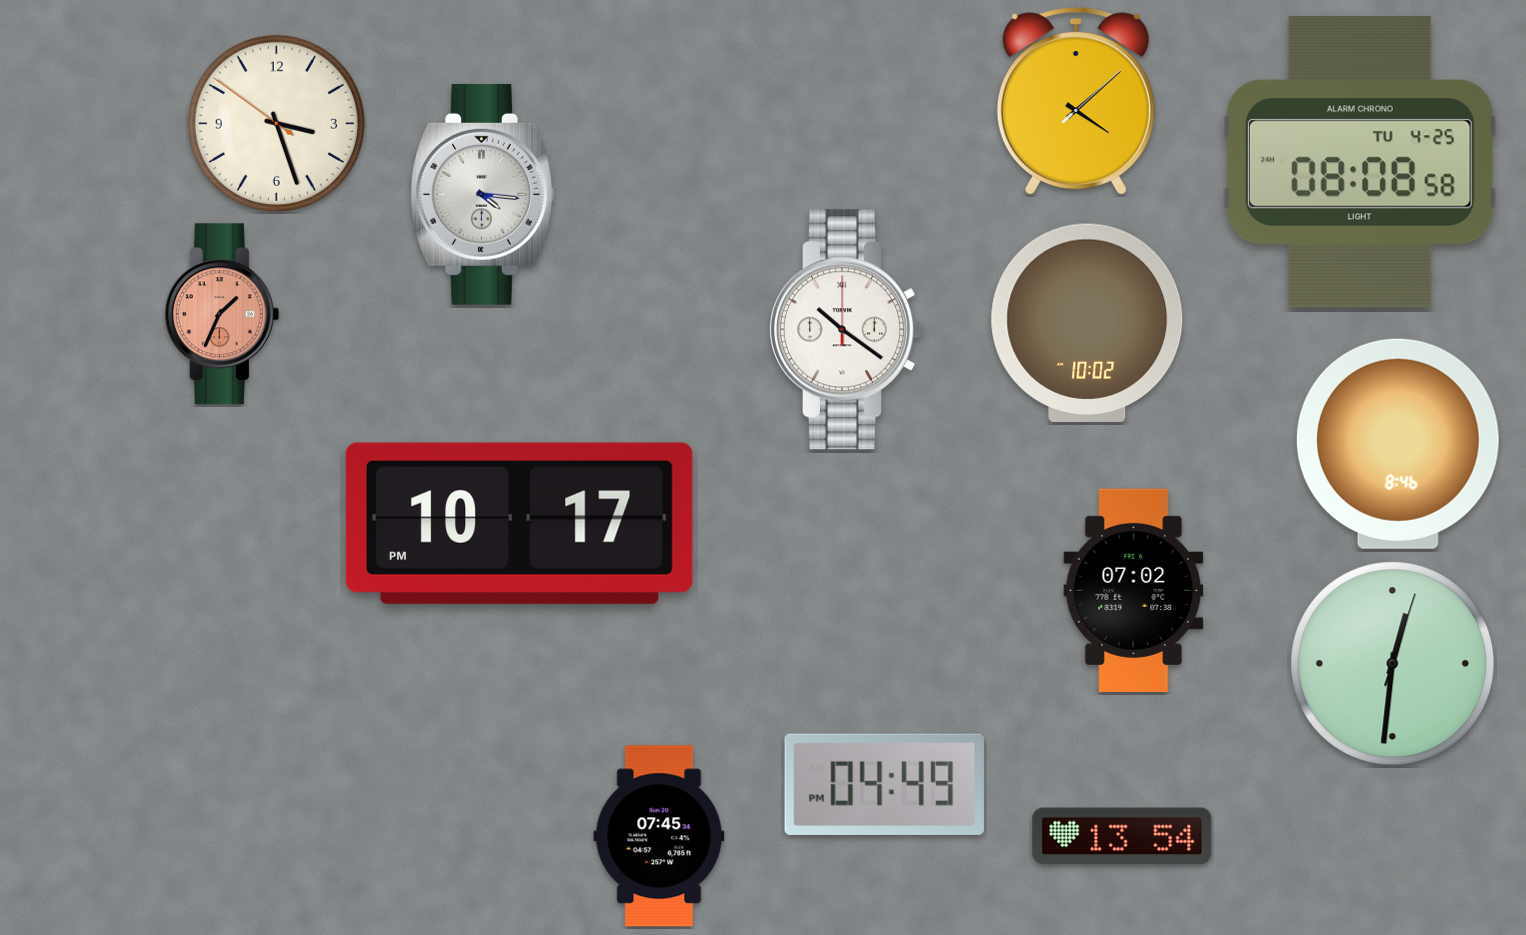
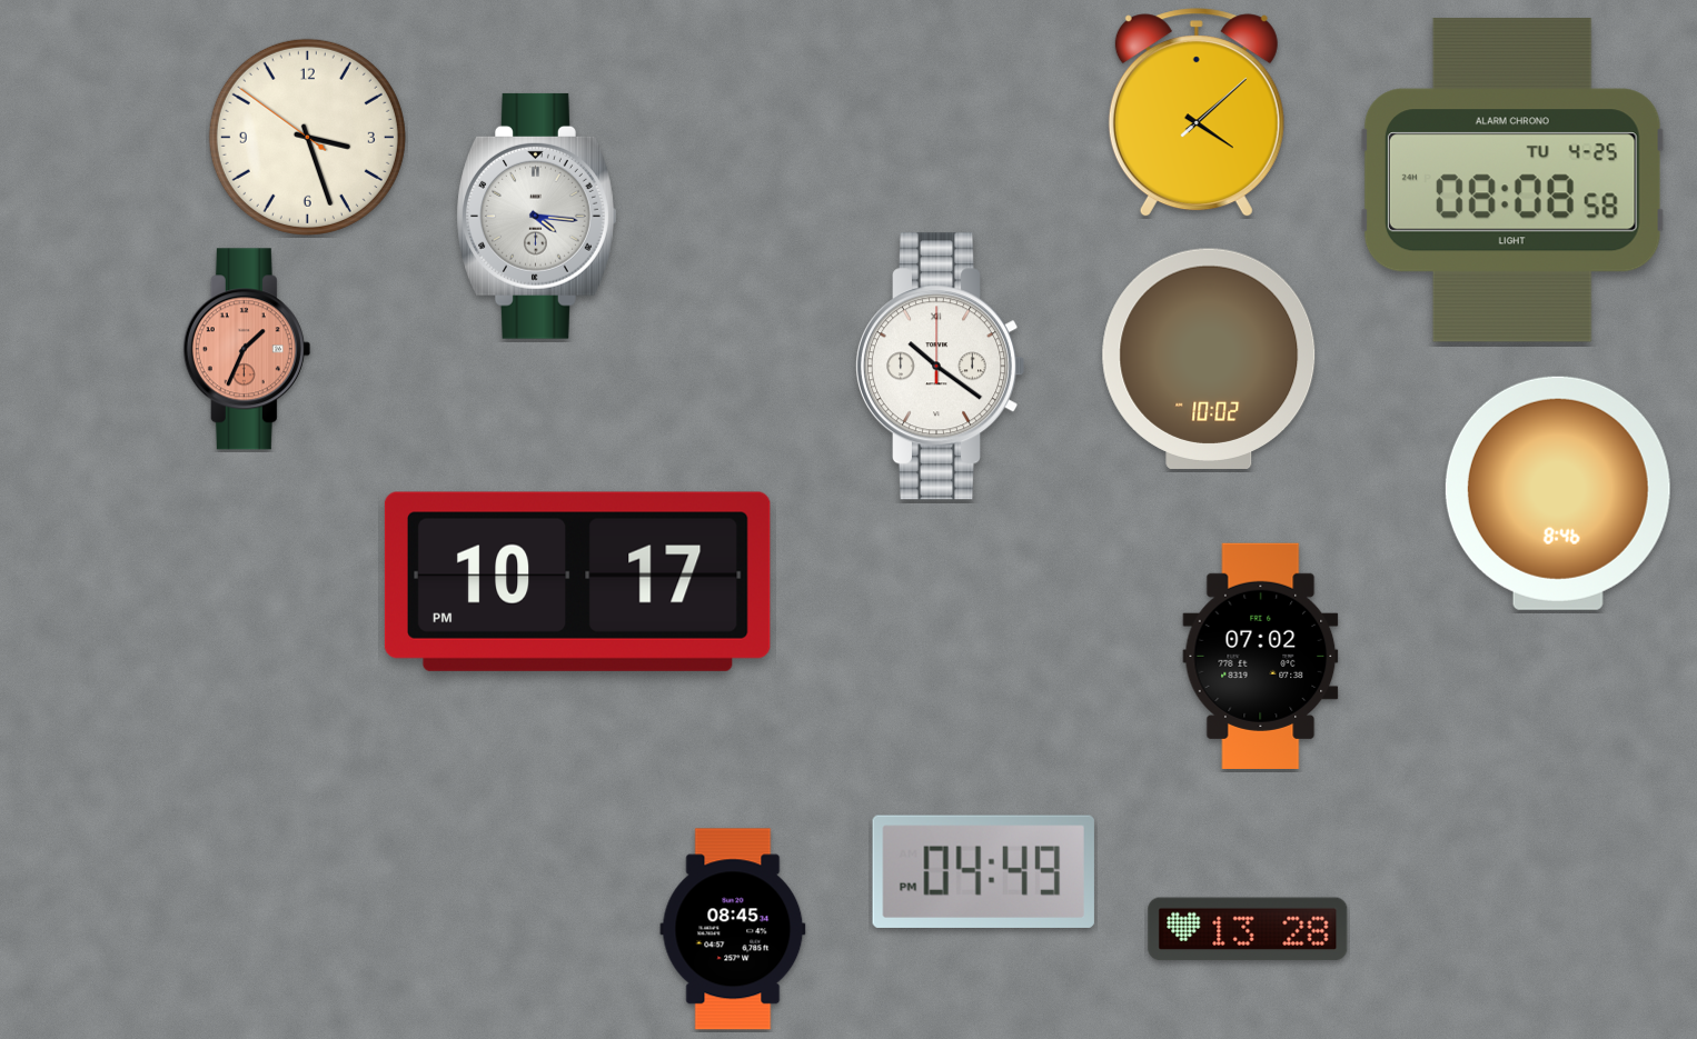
clock at (1398, 444) position: (1398, 444) -> (1558, 493)
clock at (1393, 664): 12:31 -> none
clock at (659, 836): 07:45 -> 08:45
clock at (1122, 836): 13:54 -> 13:28
